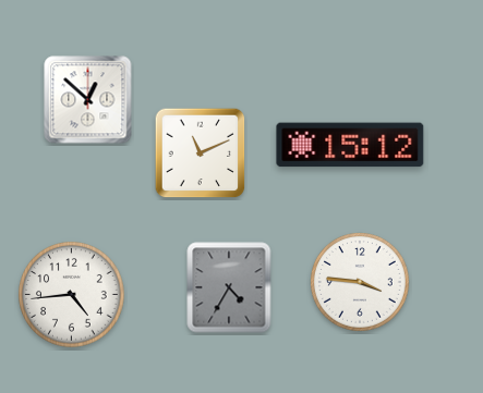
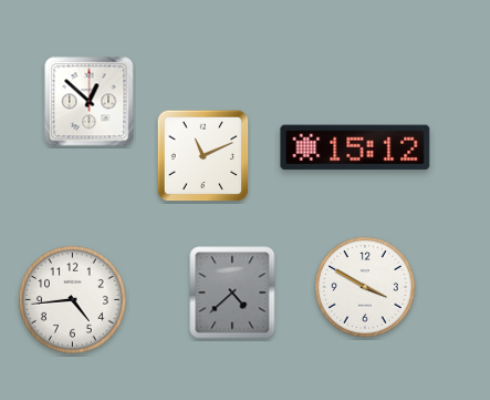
clock at (361, 283): 3:46 -> 3:50
clock at (229, 287): 4:35 -> 4:38
